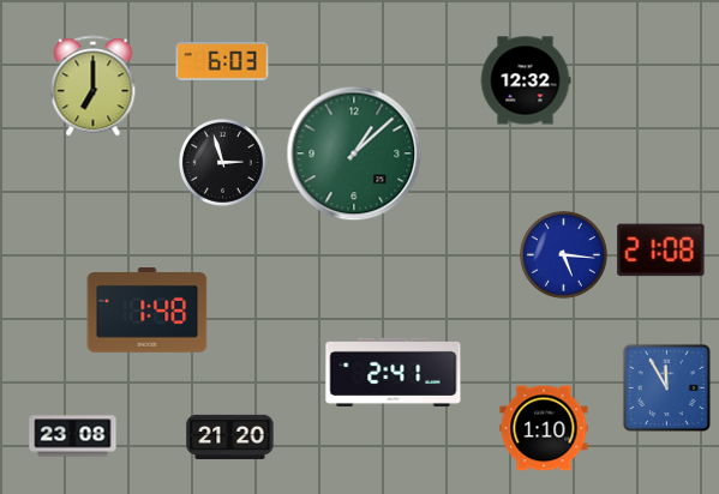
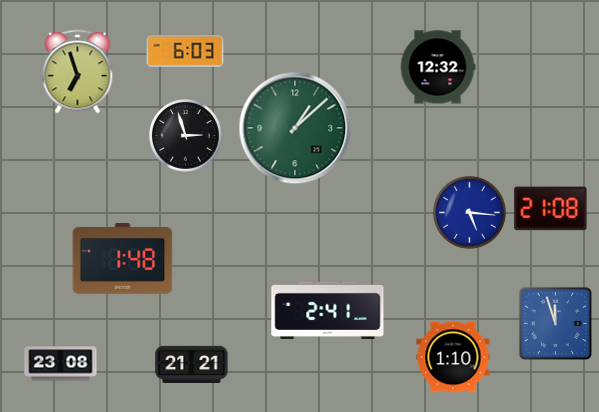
clock at (94, 86): 7:00 -> 6:57
clock at (666, 387): 11:55 -> 11:57
clock at (230, 436): 21:20 -> 21:21
